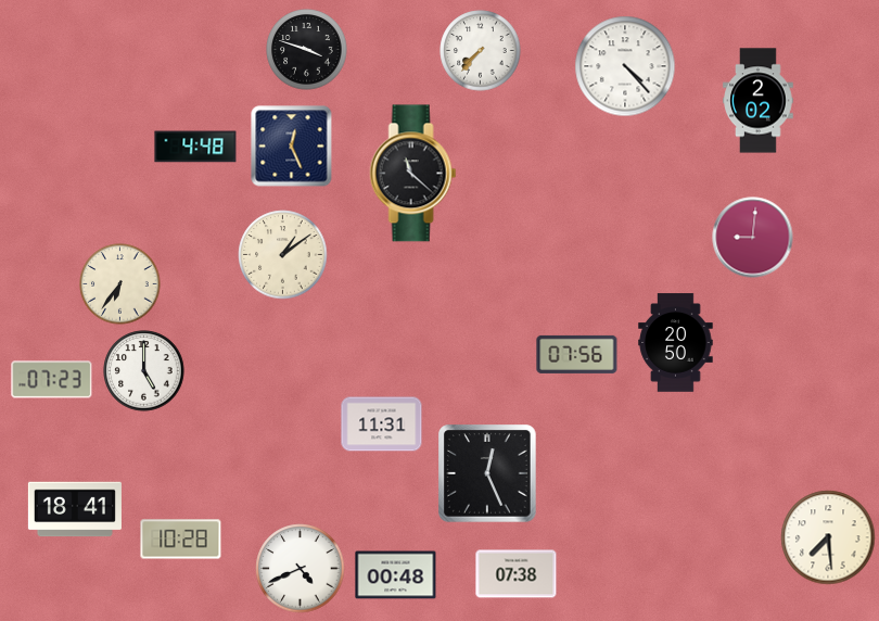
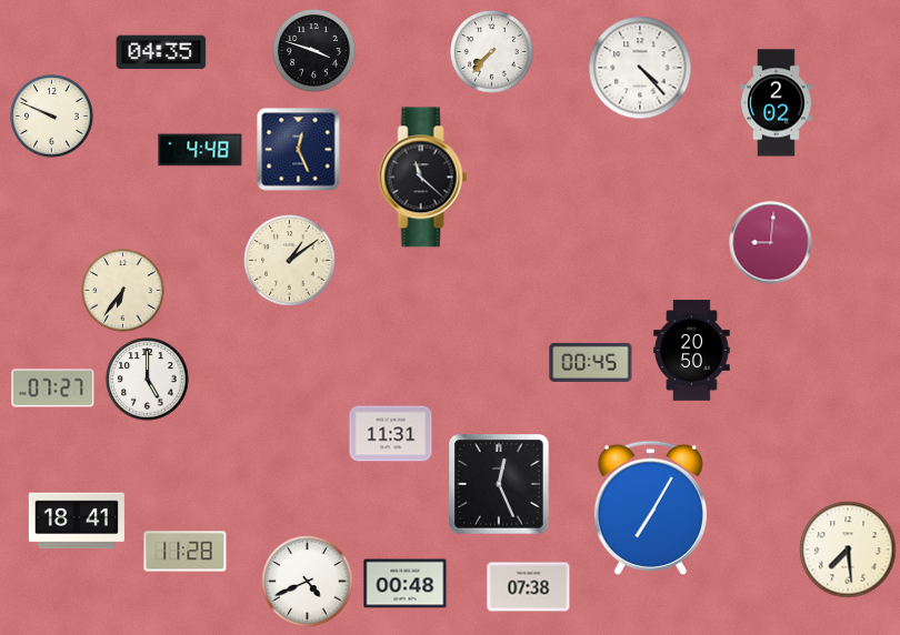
clock at (161, 52): none -> 04:35
clock at (52, 117): none -> 9:49
clock at (577, 354): 07:56 -> 00:45
clock at (52, 380): 07:23 -> 07:27
clock at (650, 507): none -> 7:05
clock at (181, 540): 10:28 -> 11:28
clock at (396, 575) position: (396, 575) -> (406, 584)
